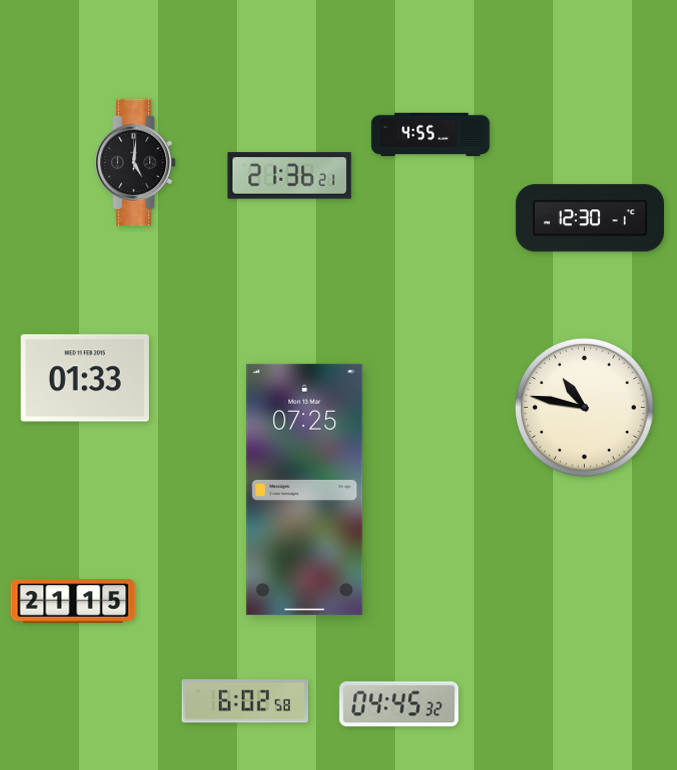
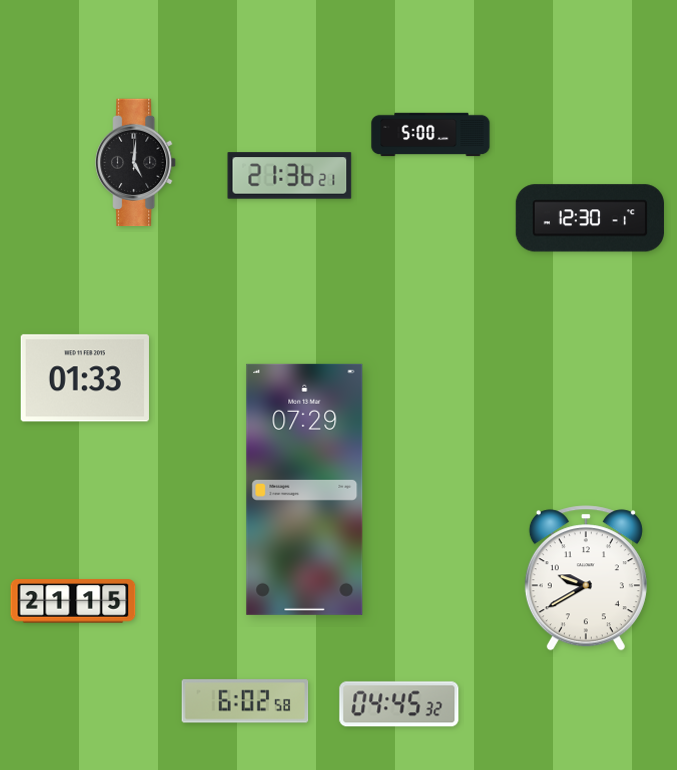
clock at (431, 135): 4:55 -> 5:00
clock at (584, 407): 10:47 -> none
clock at (305, 489): 07:25 -> 07:29
clock at (586, 578): none -> 9:40
